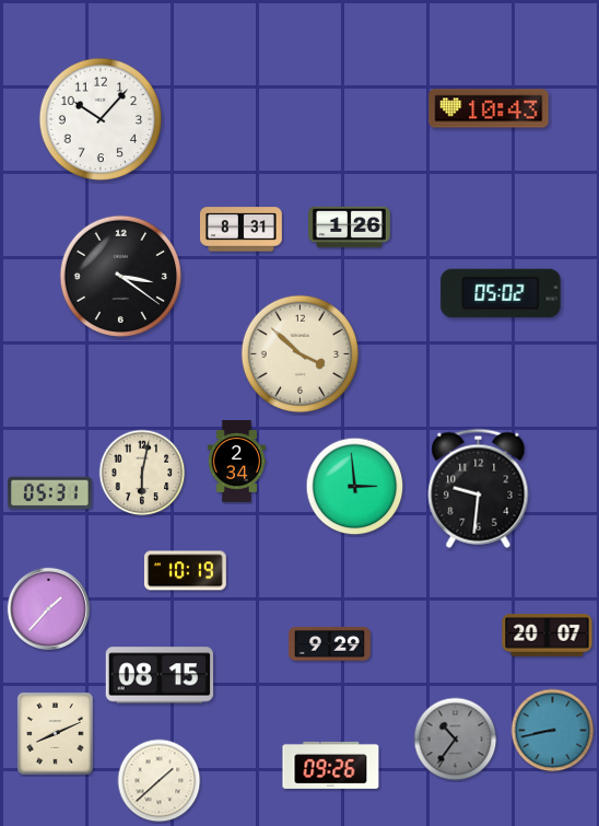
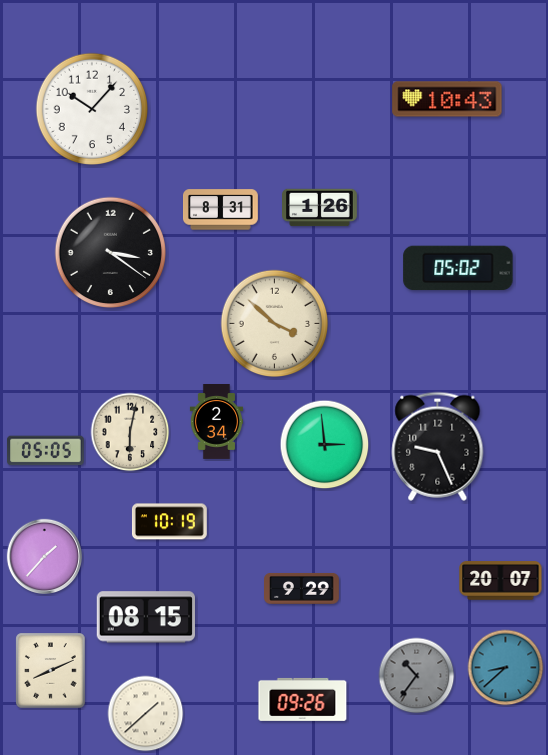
clock at (479, 488): 9:31 -> 9:26
clock at (50, 493): 05:31 -> 05:05
clock at (553, 731): 8:43 -> 8:38
